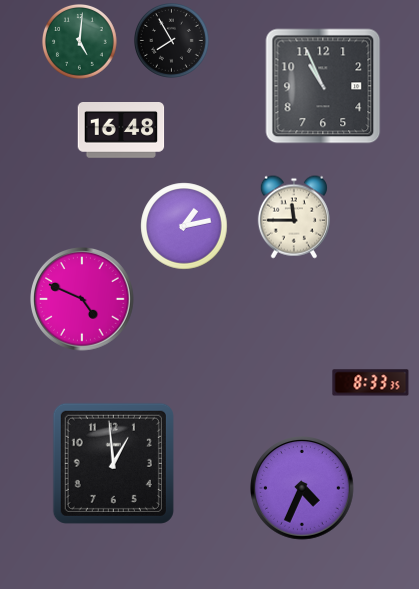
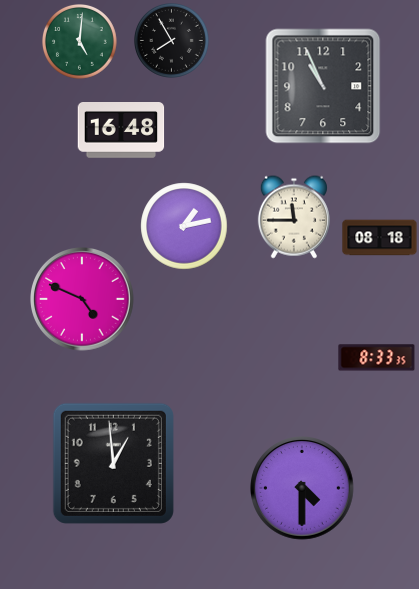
clock at (380, 238): none -> 08:18
clock at (371, 383) position: (371, 383) -> (377, 358)
clock at (303, 489): 4:34 -> 4:30
